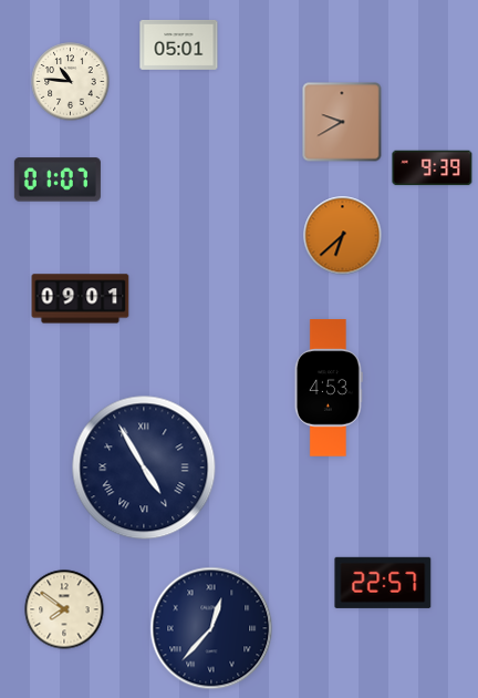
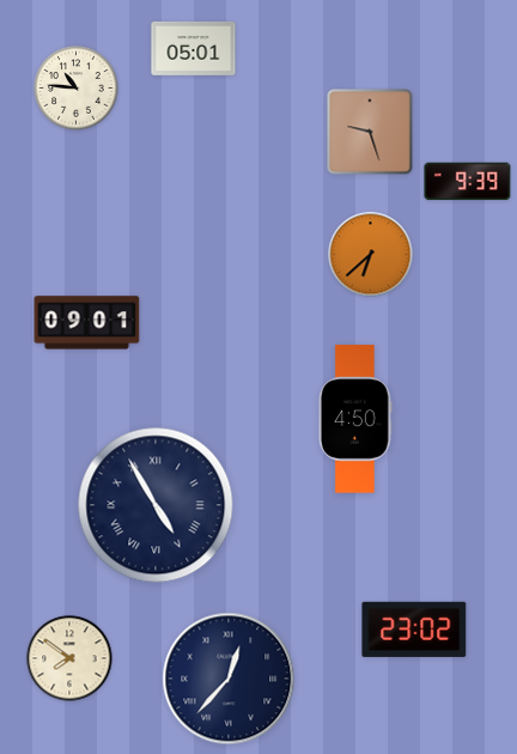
clock at (342, 122): 9:40 -> 9:27
clock at (58, 179): 01:07 -> none
clock at (329, 388): 4:53 -> 4:50
clock at (383, 583): 22:57 -> 23:02
